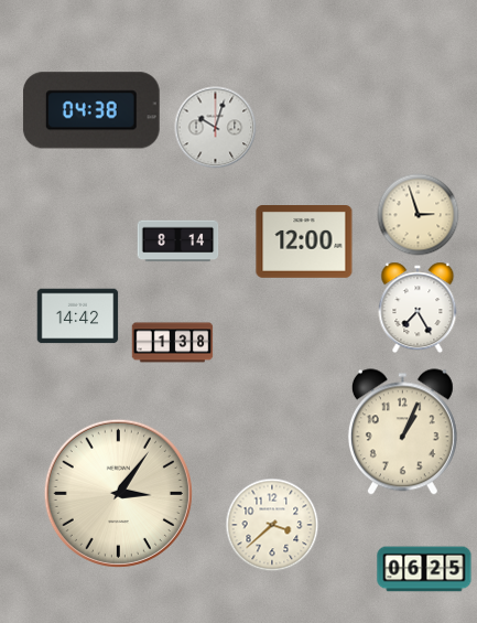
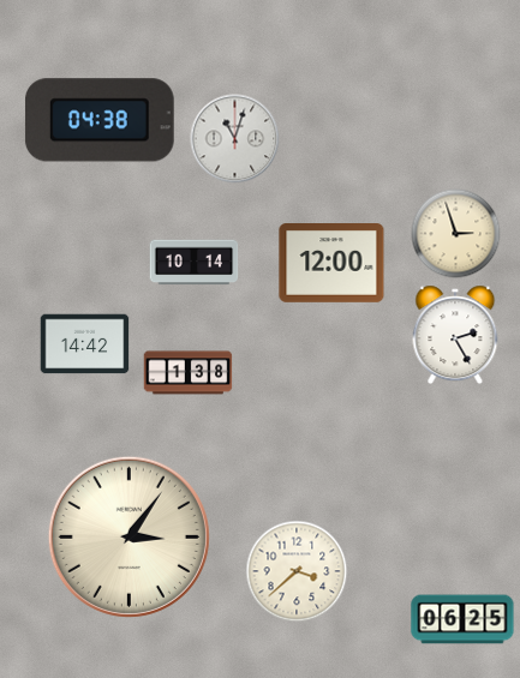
clock at (216, 128): 10:03 -> 11:03
clock at (178, 241): 8:14 -> 10:14
clock at (418, 308): 7:25 -> 2:25
clock at (402, 432): 1:04 -> none
